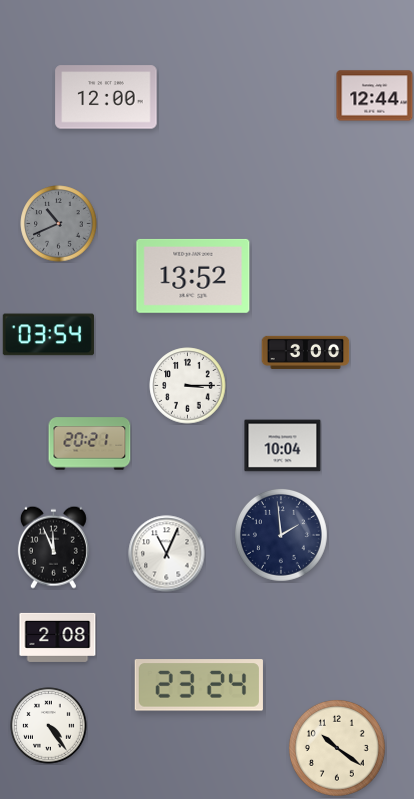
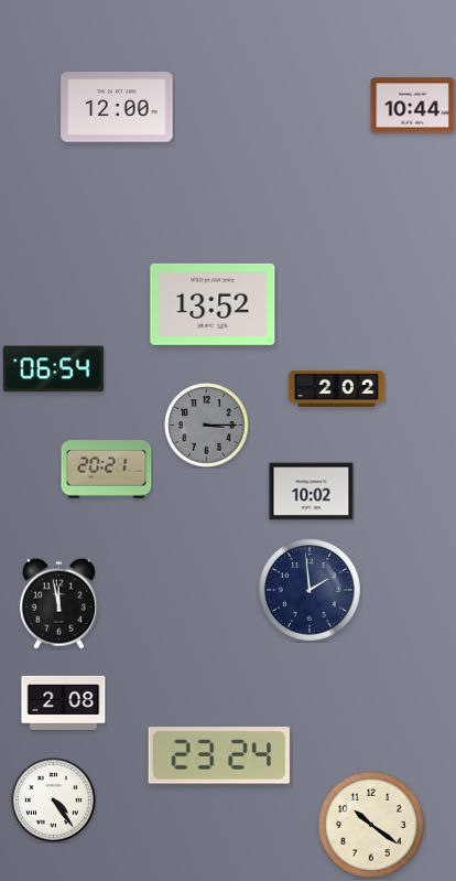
clock at (375, 96): 12:44 -> 10:44
clock at (59, 224): 10:41 -> none
clock at (48, 335): 03:54 -> 06:54
clock at (306, 352): 3:00 -> 2:02
clock at (188, 386) dial: white -> grey
clock at (90, 444) position: (90, 444) -> (107, 470)
clock at (283, 446): 10:04 -> 10:02
clock at (53, 547): 11:56 -> 11:58
clock at (167, 554): 11:04 -> none
